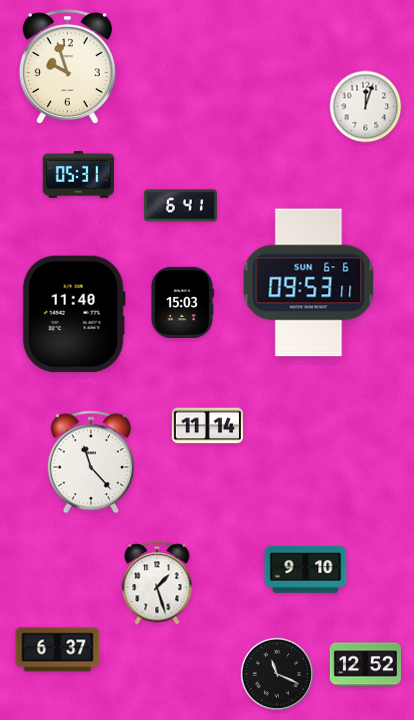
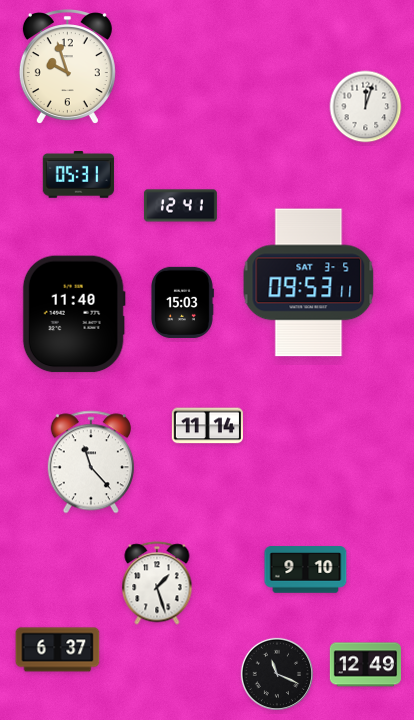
clock at (180, 206): 6:41 -> 12:41
clock at (309, 283) date: SUN 6-6 -> SAT 3-5
clock at (365, 665): 12:52 -> 12:49
